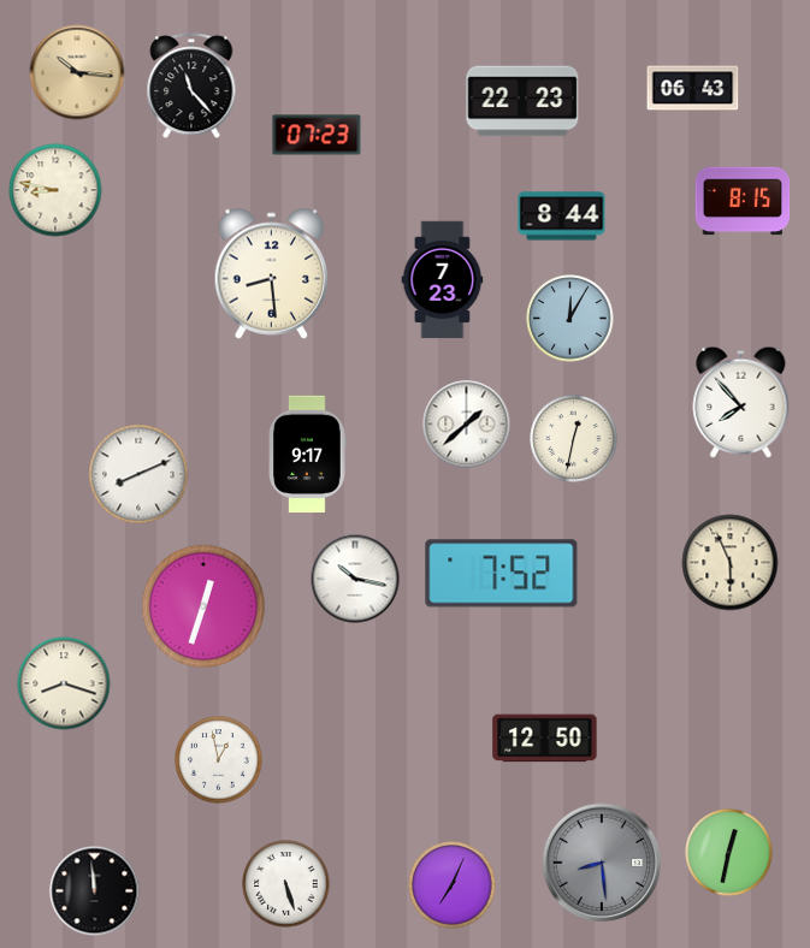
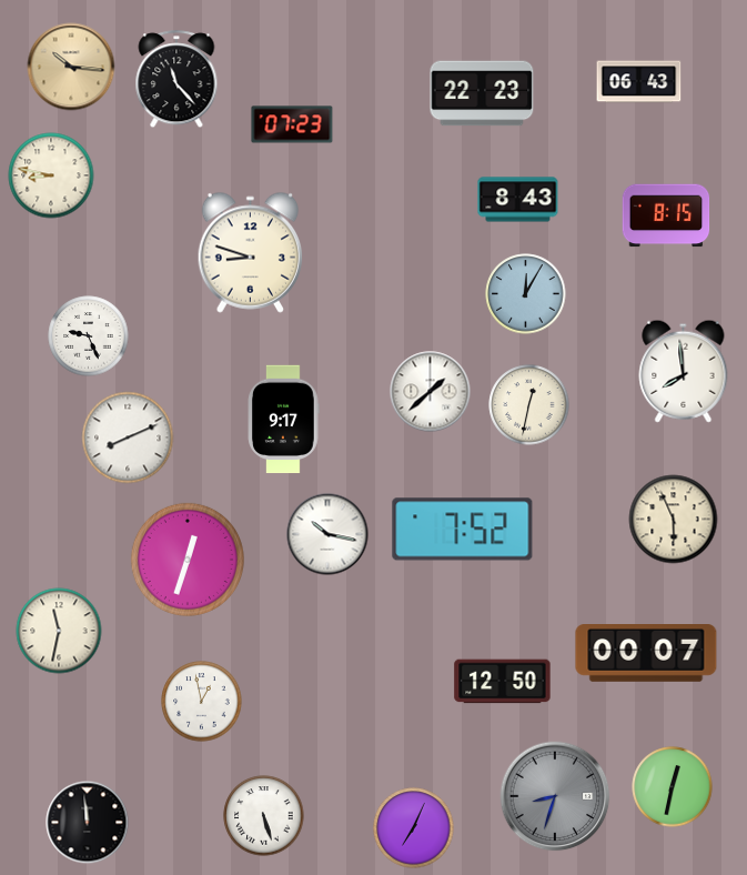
clock at (743, 201) position: (743, 201) -> (666, 215)
clock at (562, 217): 8:44 -> 8:43
clock at (272, 273): 8:29 -> 8:48
clock at (443, 280): 7:23 -> none
clock at (89, 336): none -> 9:26
clock at (741, 402): 7:53 -> 7:59
clock at (64, 683): 8:18 -> 11:32
clock at (646, 654): none -> 00:07
clock at (602, 863): 8:29 -> 8:33
clock at (453, 885) position: (453, 885) -> (414, 828)
